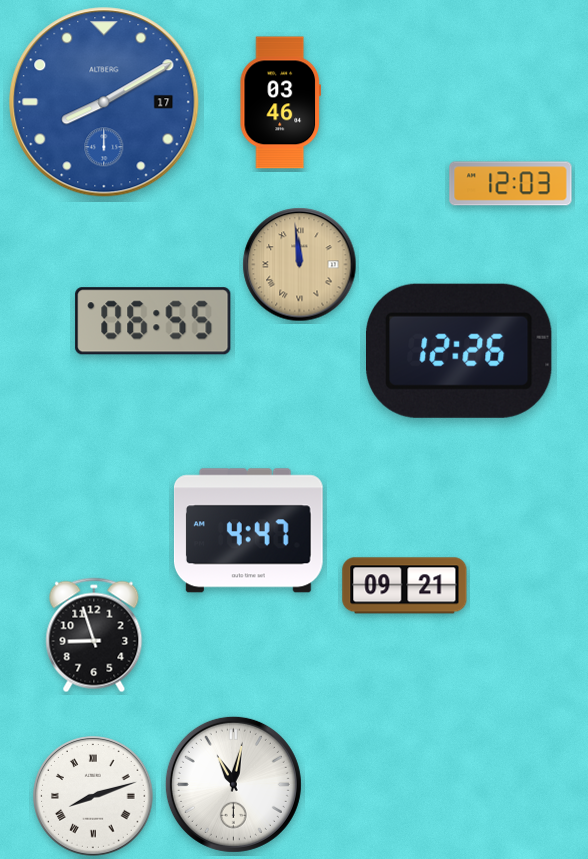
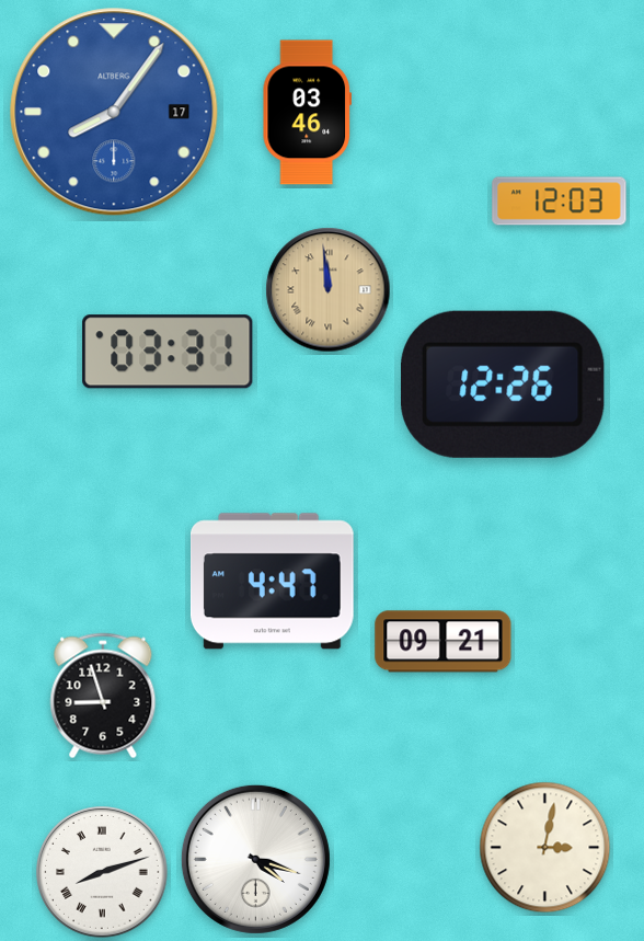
clock at (104, 102): 8:10 -> 8:06
clock at (153, 321): 06:55 -> 03:31
clock at (545, 848): none -> 3:02
clock at (233, 784): 11:02 -> 4:18
